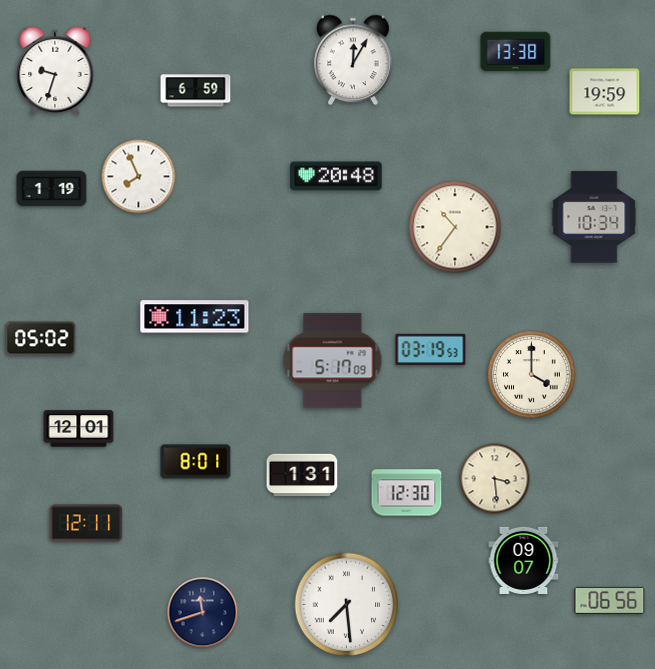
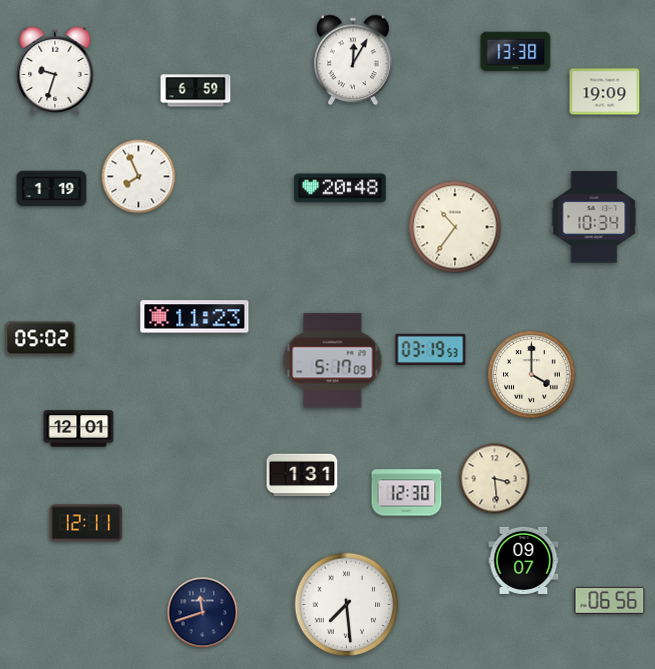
clock at (605, 92): 19:59 -> 19:09
clock at (336, 176) position: (336, 176) -> (340, 188)
clock at (196, 462): 8:01 -> none
